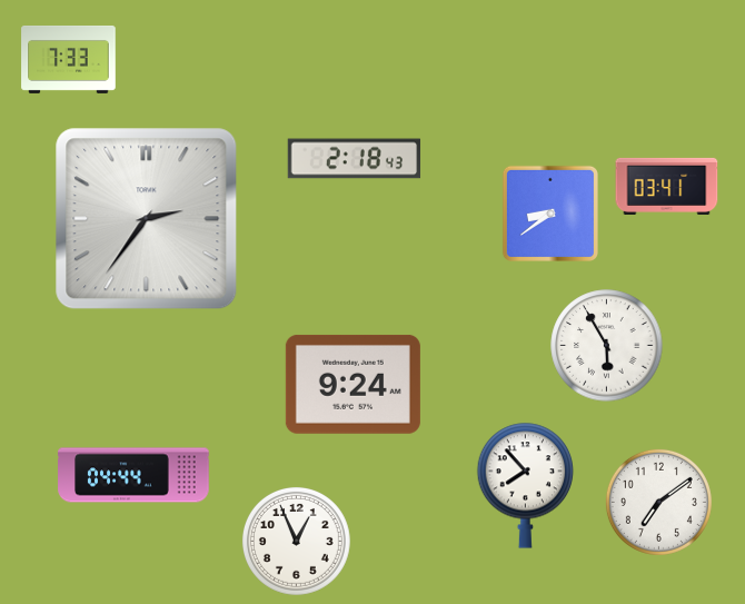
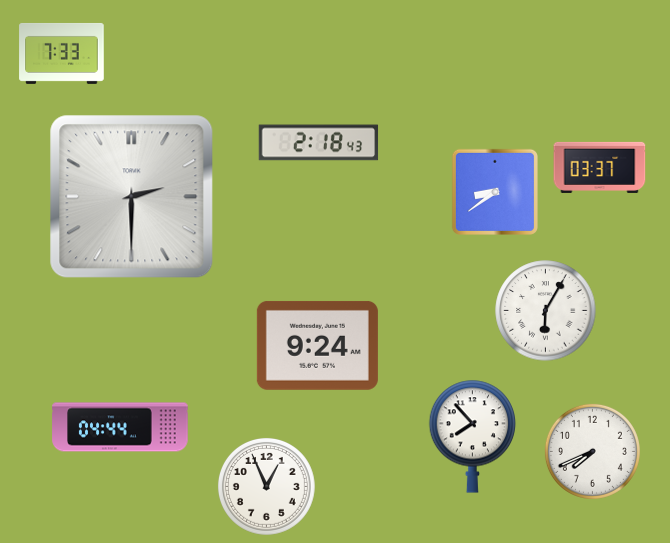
clock at (667, 186): 03:41 -> 03:37
clock at (147, 219): 2:36 -> 2:30
clock at (607, 346): 5:55 -> 6:05
clock at (658, 502): 7:09 -> 7:41
